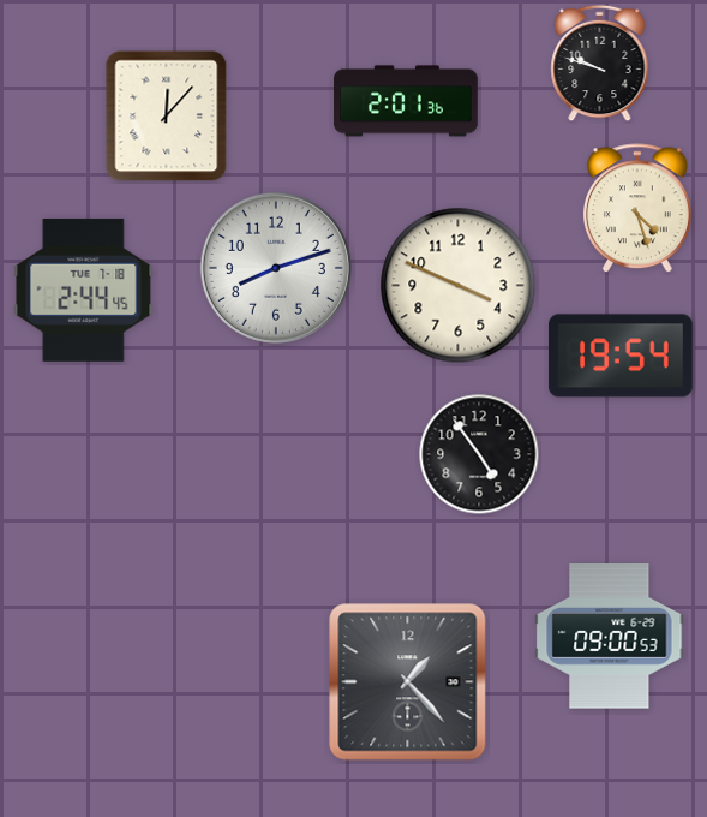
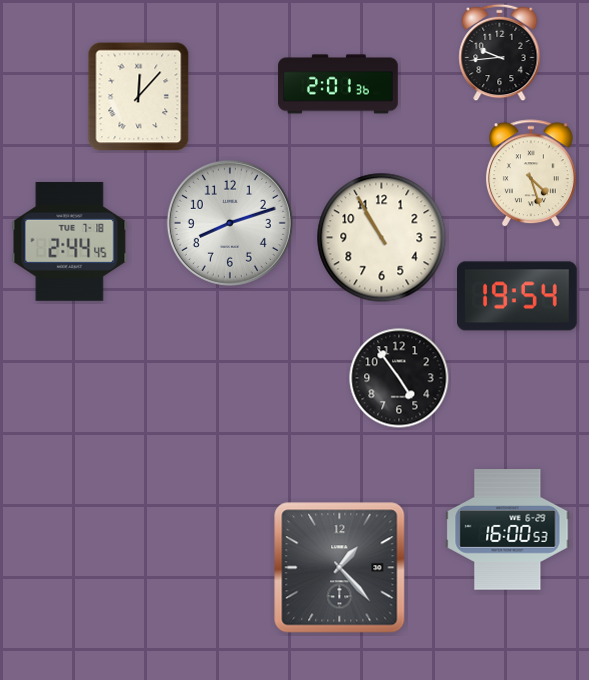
clock at (600, 64): 9:48 -> 9:44
clock at (459, 286): 3:49 -> 10:55
clock at (610, 637): 09:00 -> 16:00
